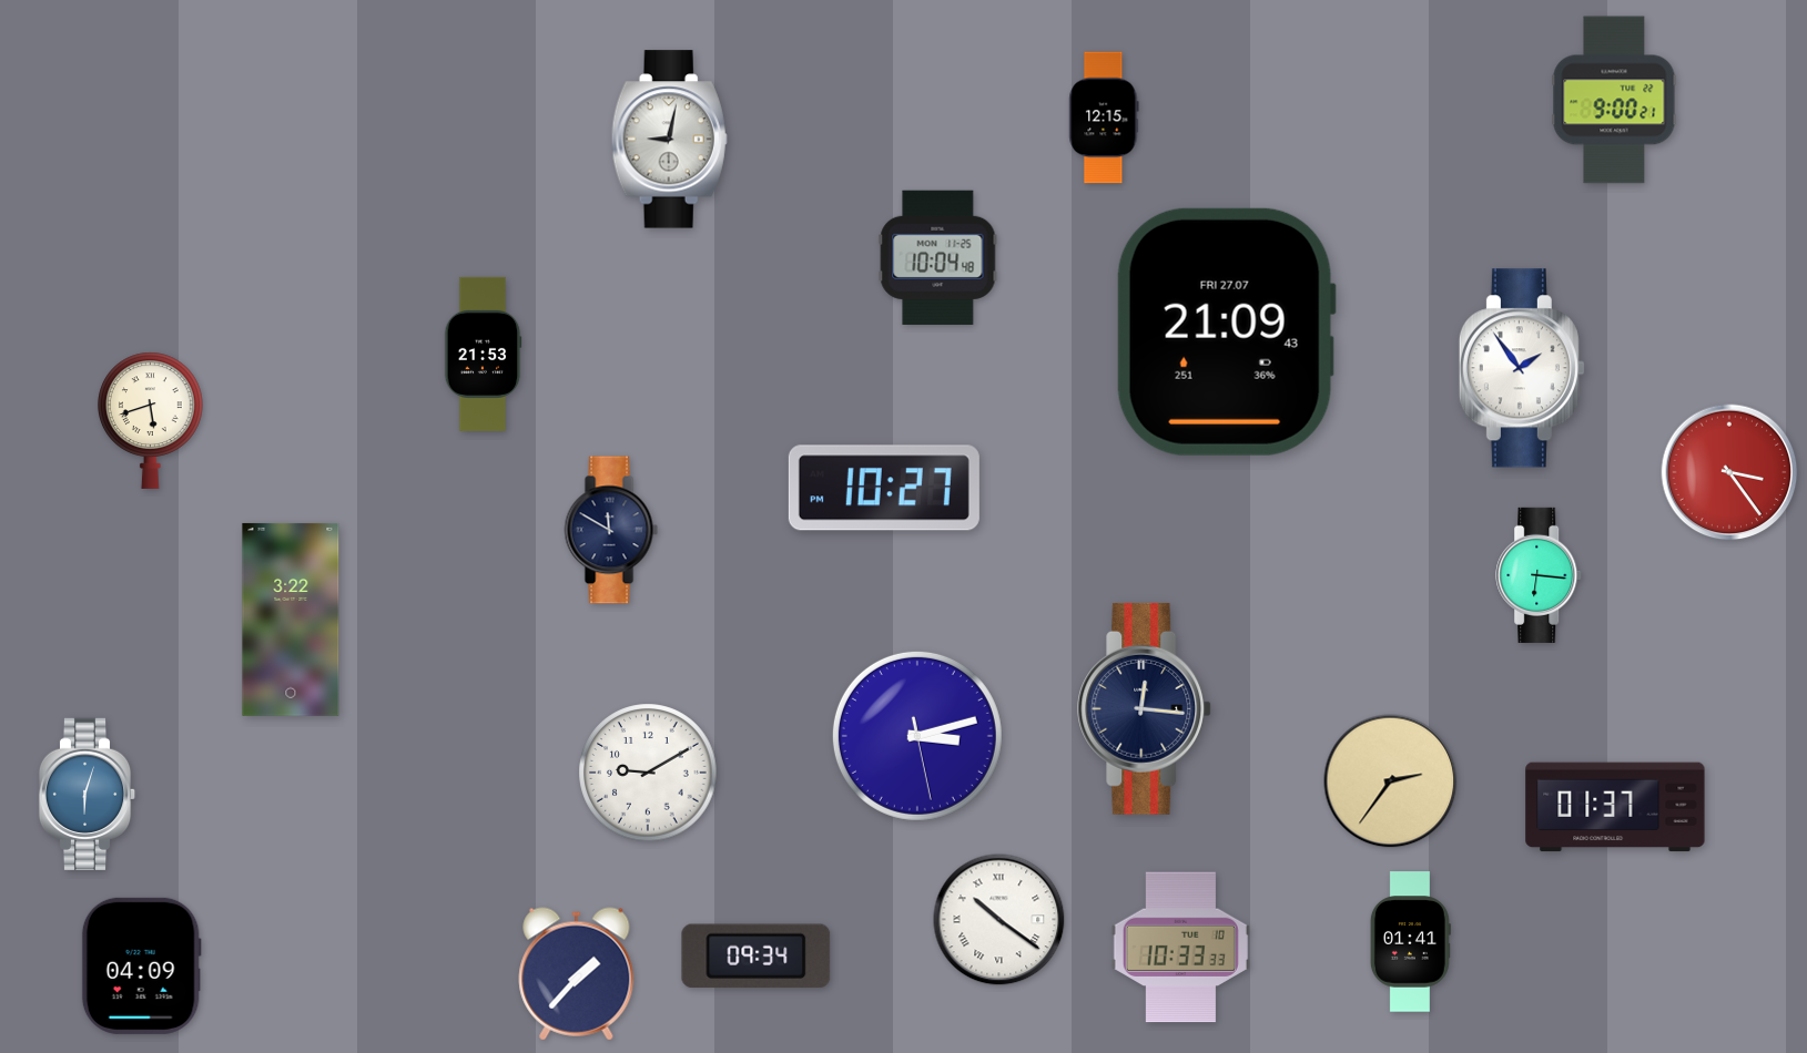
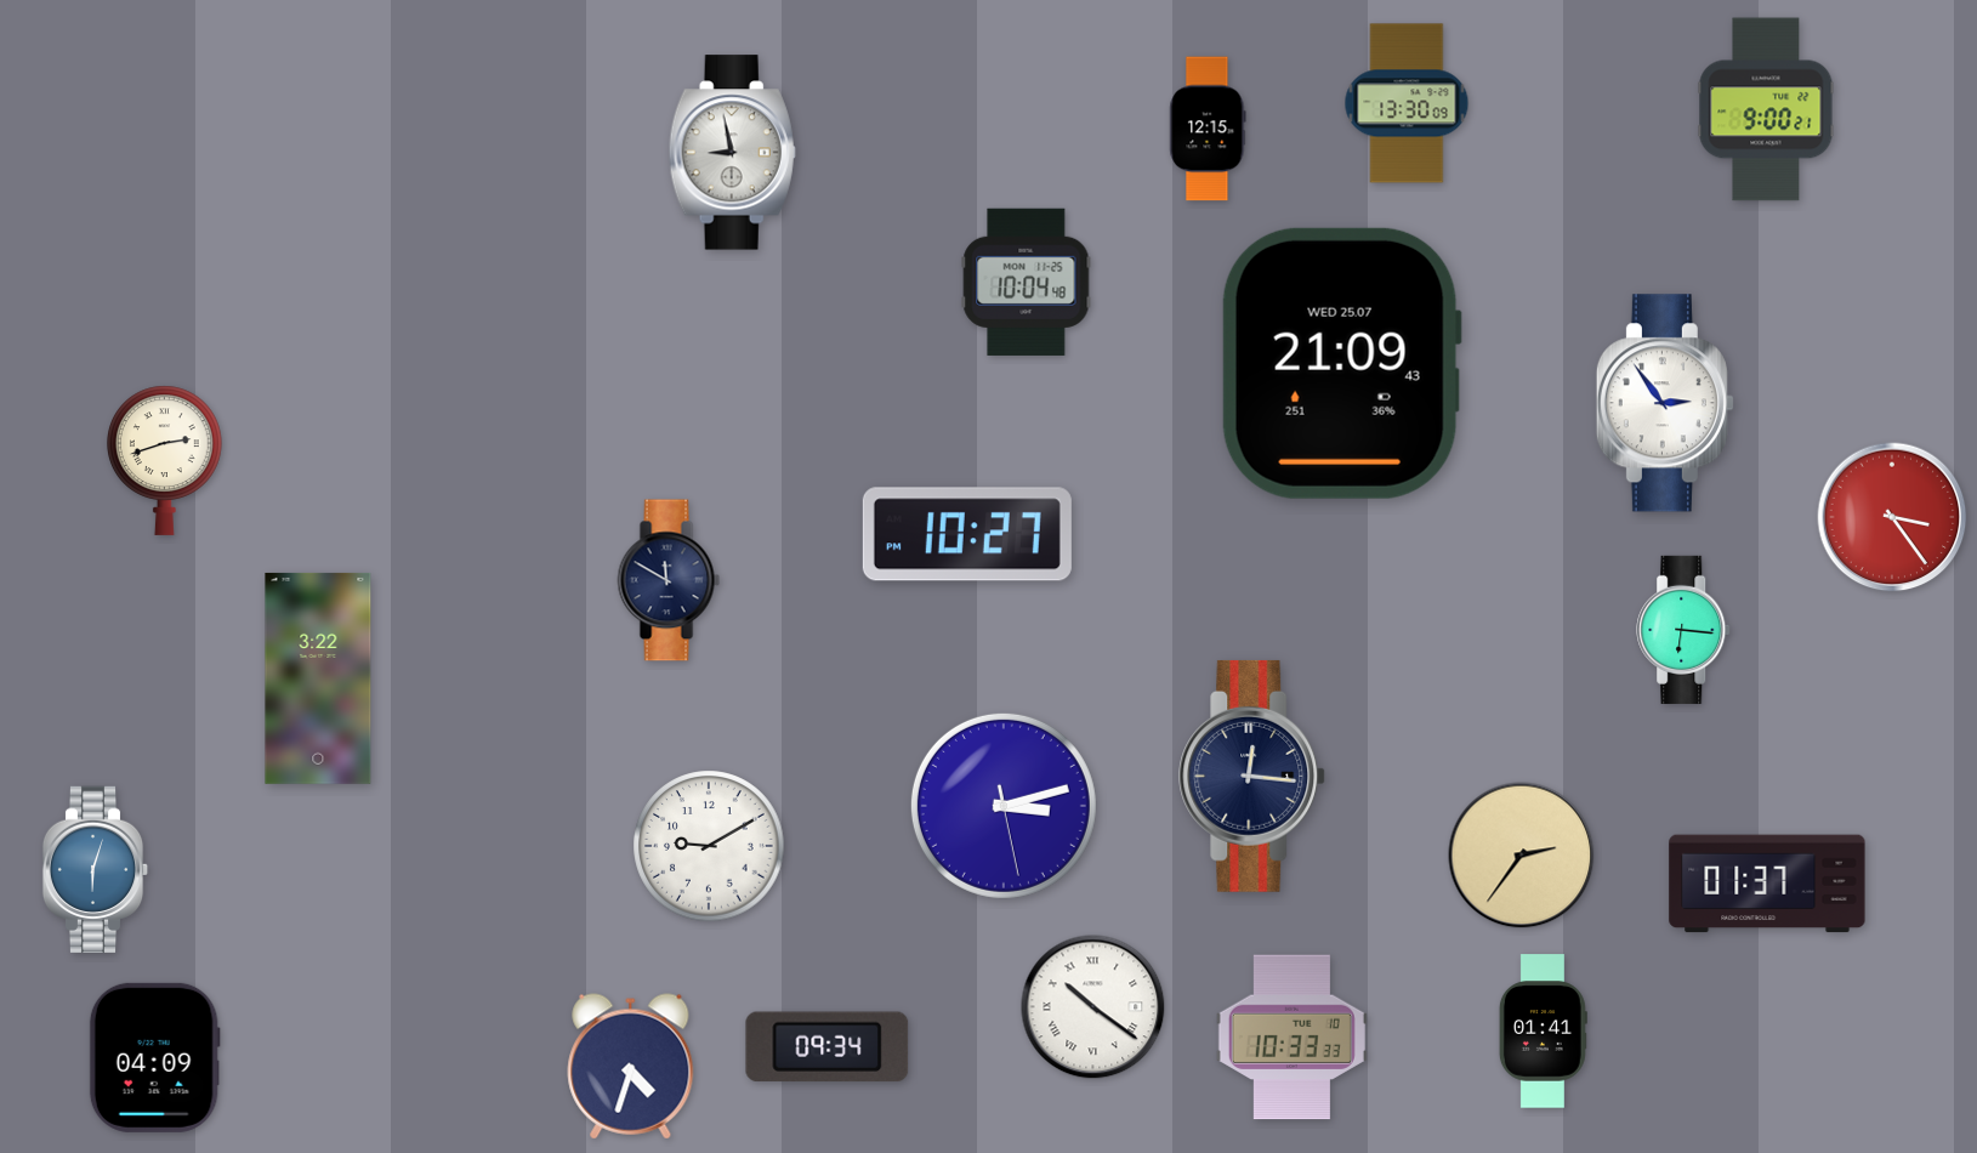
clock at (1407, 103): none -> 13:30
clock at (669, 140): 9:02 -> 8:58
clock at (1226, 331) date: FRI 27.07 -> WED 25.07
clock at (483, 354): 21:53 -> none
clock at (1522, 368): 1:54 -> 2:54
clock at (151, 420): 5:42 -> 2:42
clock at (577, 974): 1:37 -> 4:33
